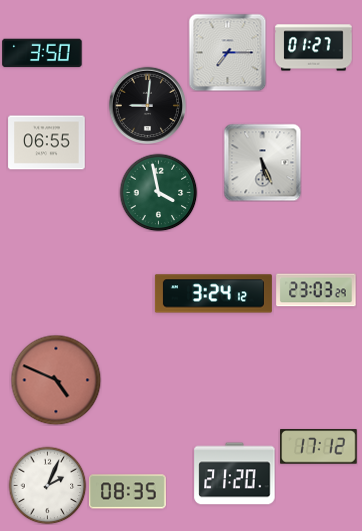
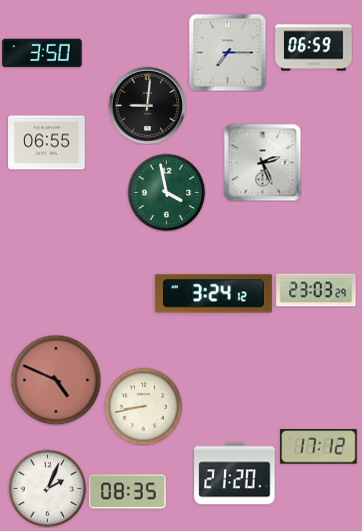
clock at (314, 48): 01:27 -> 06:59
clock at (262, 162): 5:26 -> 2:26
clock at (158, 192) position: (158, 192) -> (166, 192)
clock at (143, 406): none -> 8:43
clock at (47, 485) position: (47, 485) -> (47, 488)
